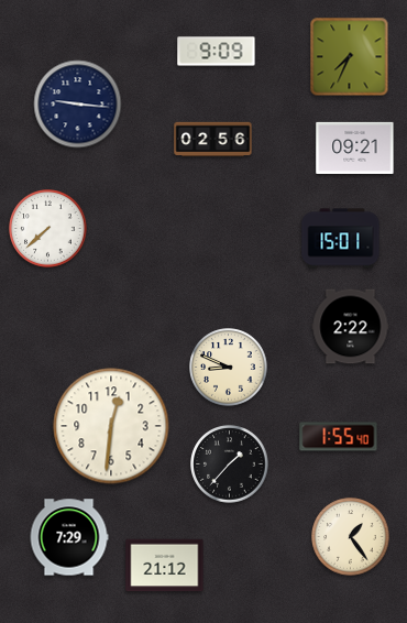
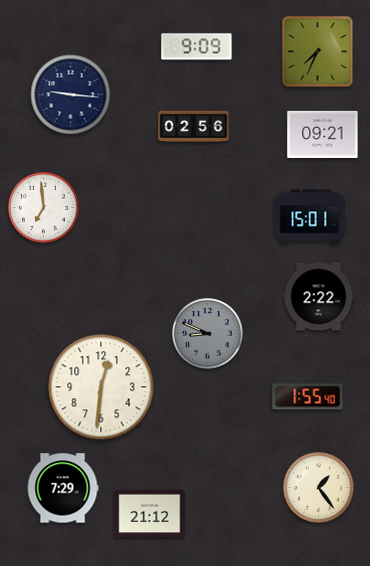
clock at (48, 229): 7:38 -> 6:59
clock at (229, 368) dial: cream -> grey
clock at (230, 464): 1:37 -> none
